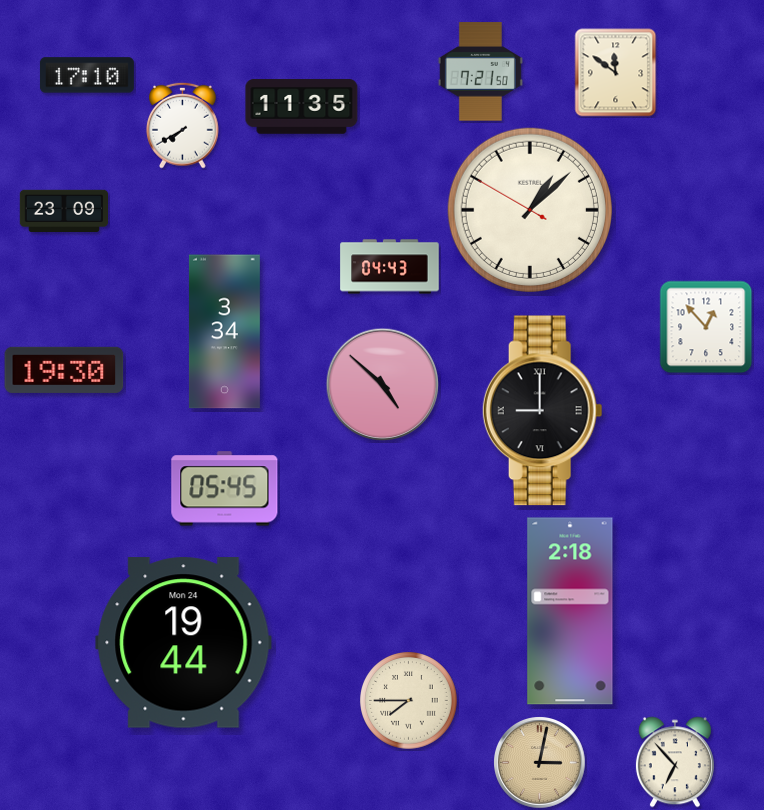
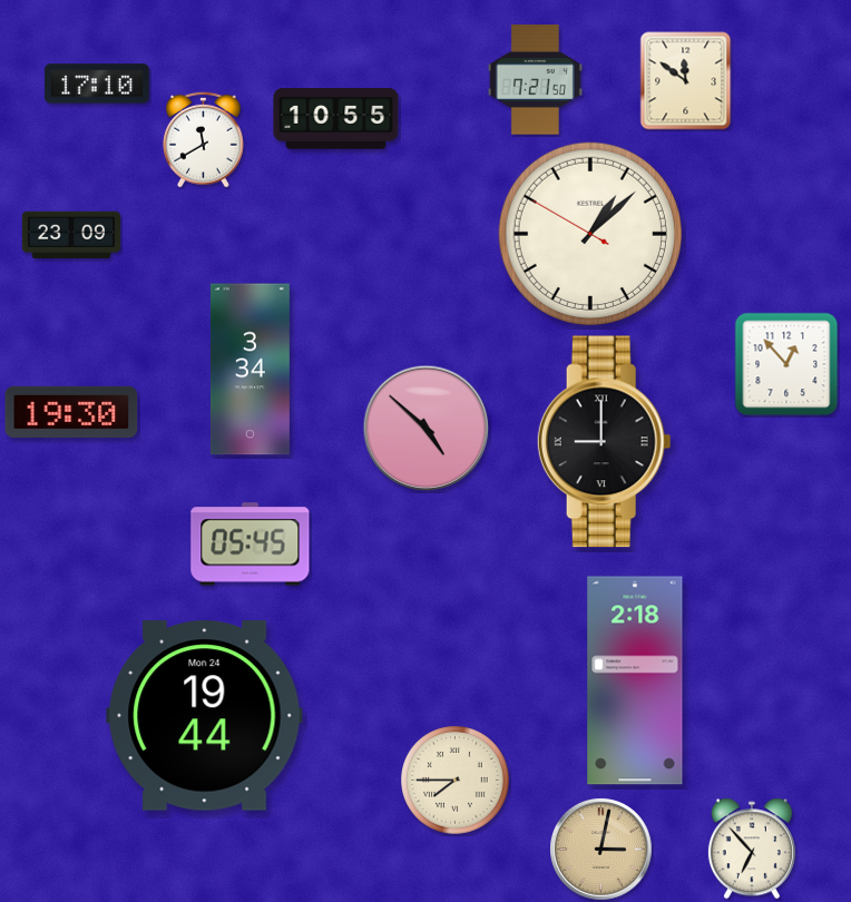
clock at (302, 107): 11:35 -> 10:55
clock at (183, 125): 7:40 -> 11:40
clock at (390, 267): 04:43 -> none
clock at (542, 411) position: (542, 411) -> (604, 442)
